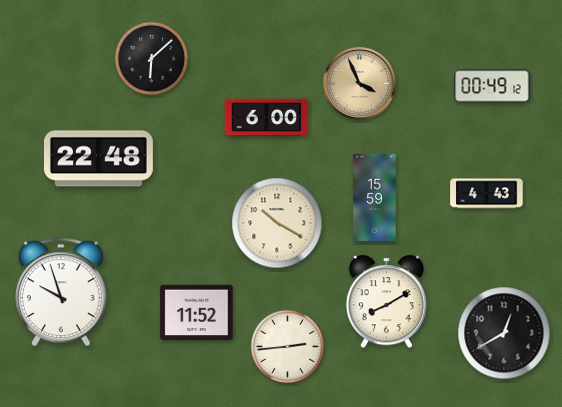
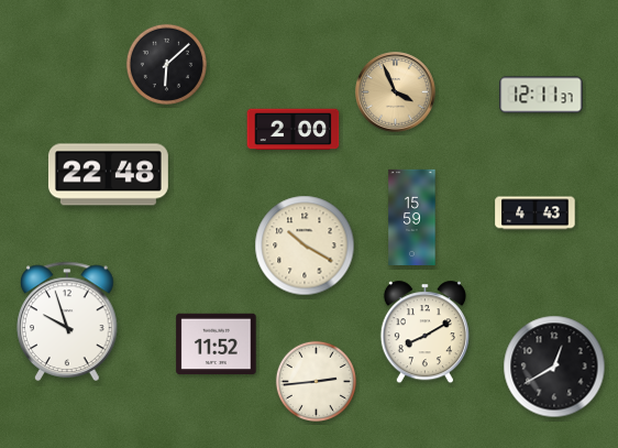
clock at (492, 86): 00:49 -> 12:11
clock at (267, 118): 6:00 -> 2:00
